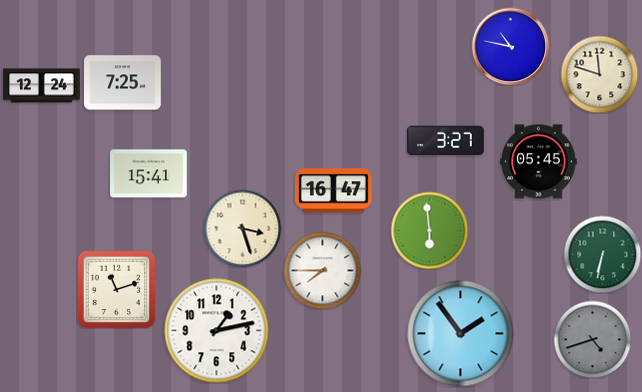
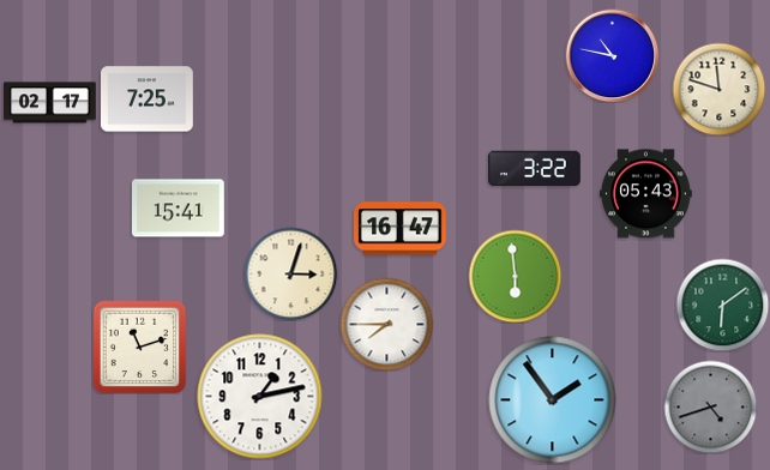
clock at (42, 86): 12:24 -> 02:17
clock at (446, 141): 3:27 -> 3:22
clock at (539, 162): 05:45 -> 05:43
clock at (242, 228): 3:27 -> 3:03
clock at (602, 254): 6:32 -> 6:09
